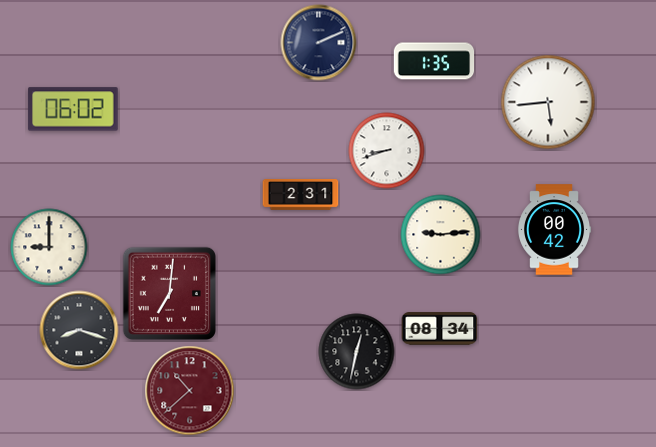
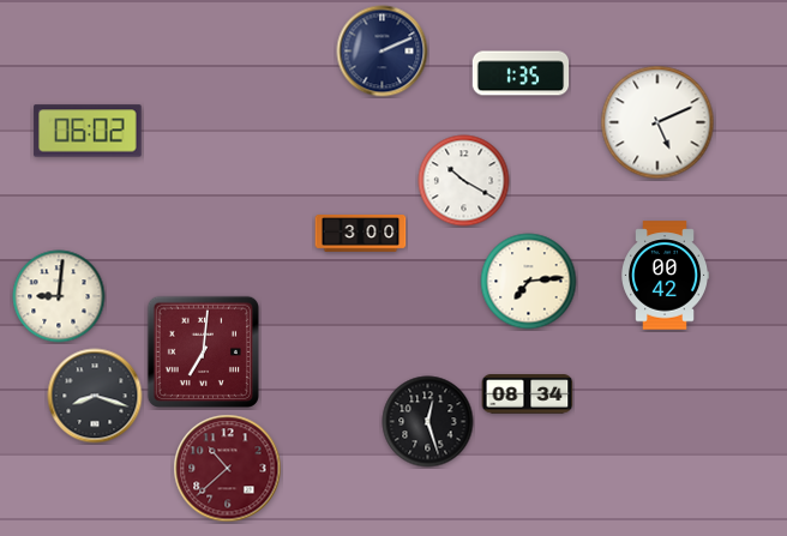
clock at (548, 102): 5:44 -> 5:11
clock at (387, 151): 8:42 -> 10:20
clock at (301, 195): 2:31 -> 3:00
clock at (441, 235): 9:14 -> 7:14
clock at (49, 247): 9:00 -> 9:01
clock at (357, 352): 12:32 -> 12:27
